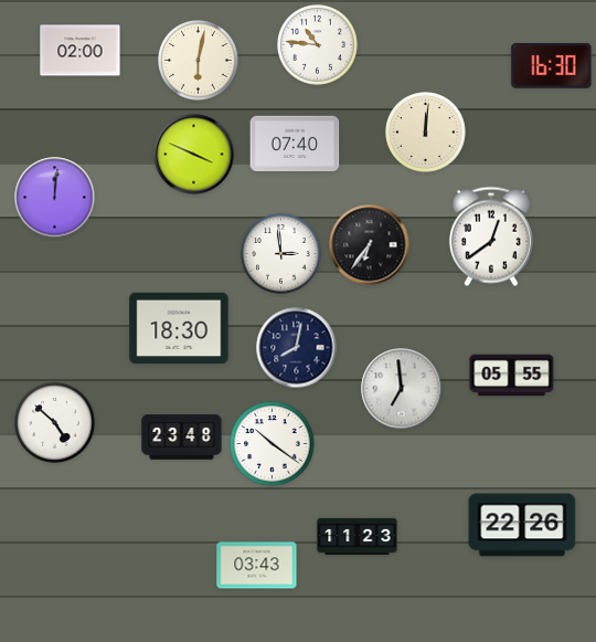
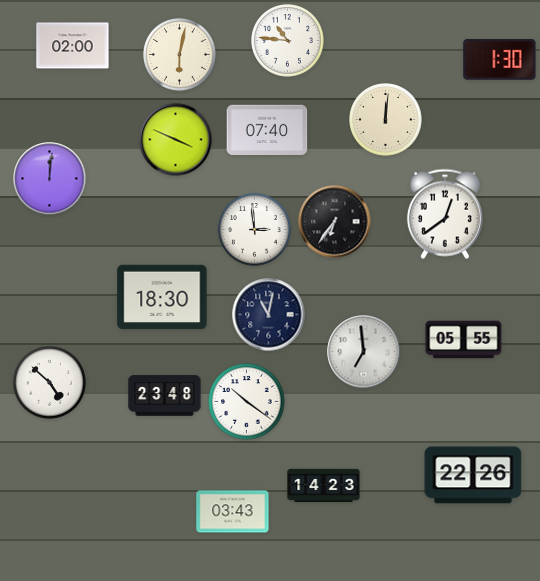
clock at (552, 66): 16:30 -> 1:30
clock at (297, 348): 8:02 -> 11:02
clock at (358, 537): 11:23 -> 14:23
